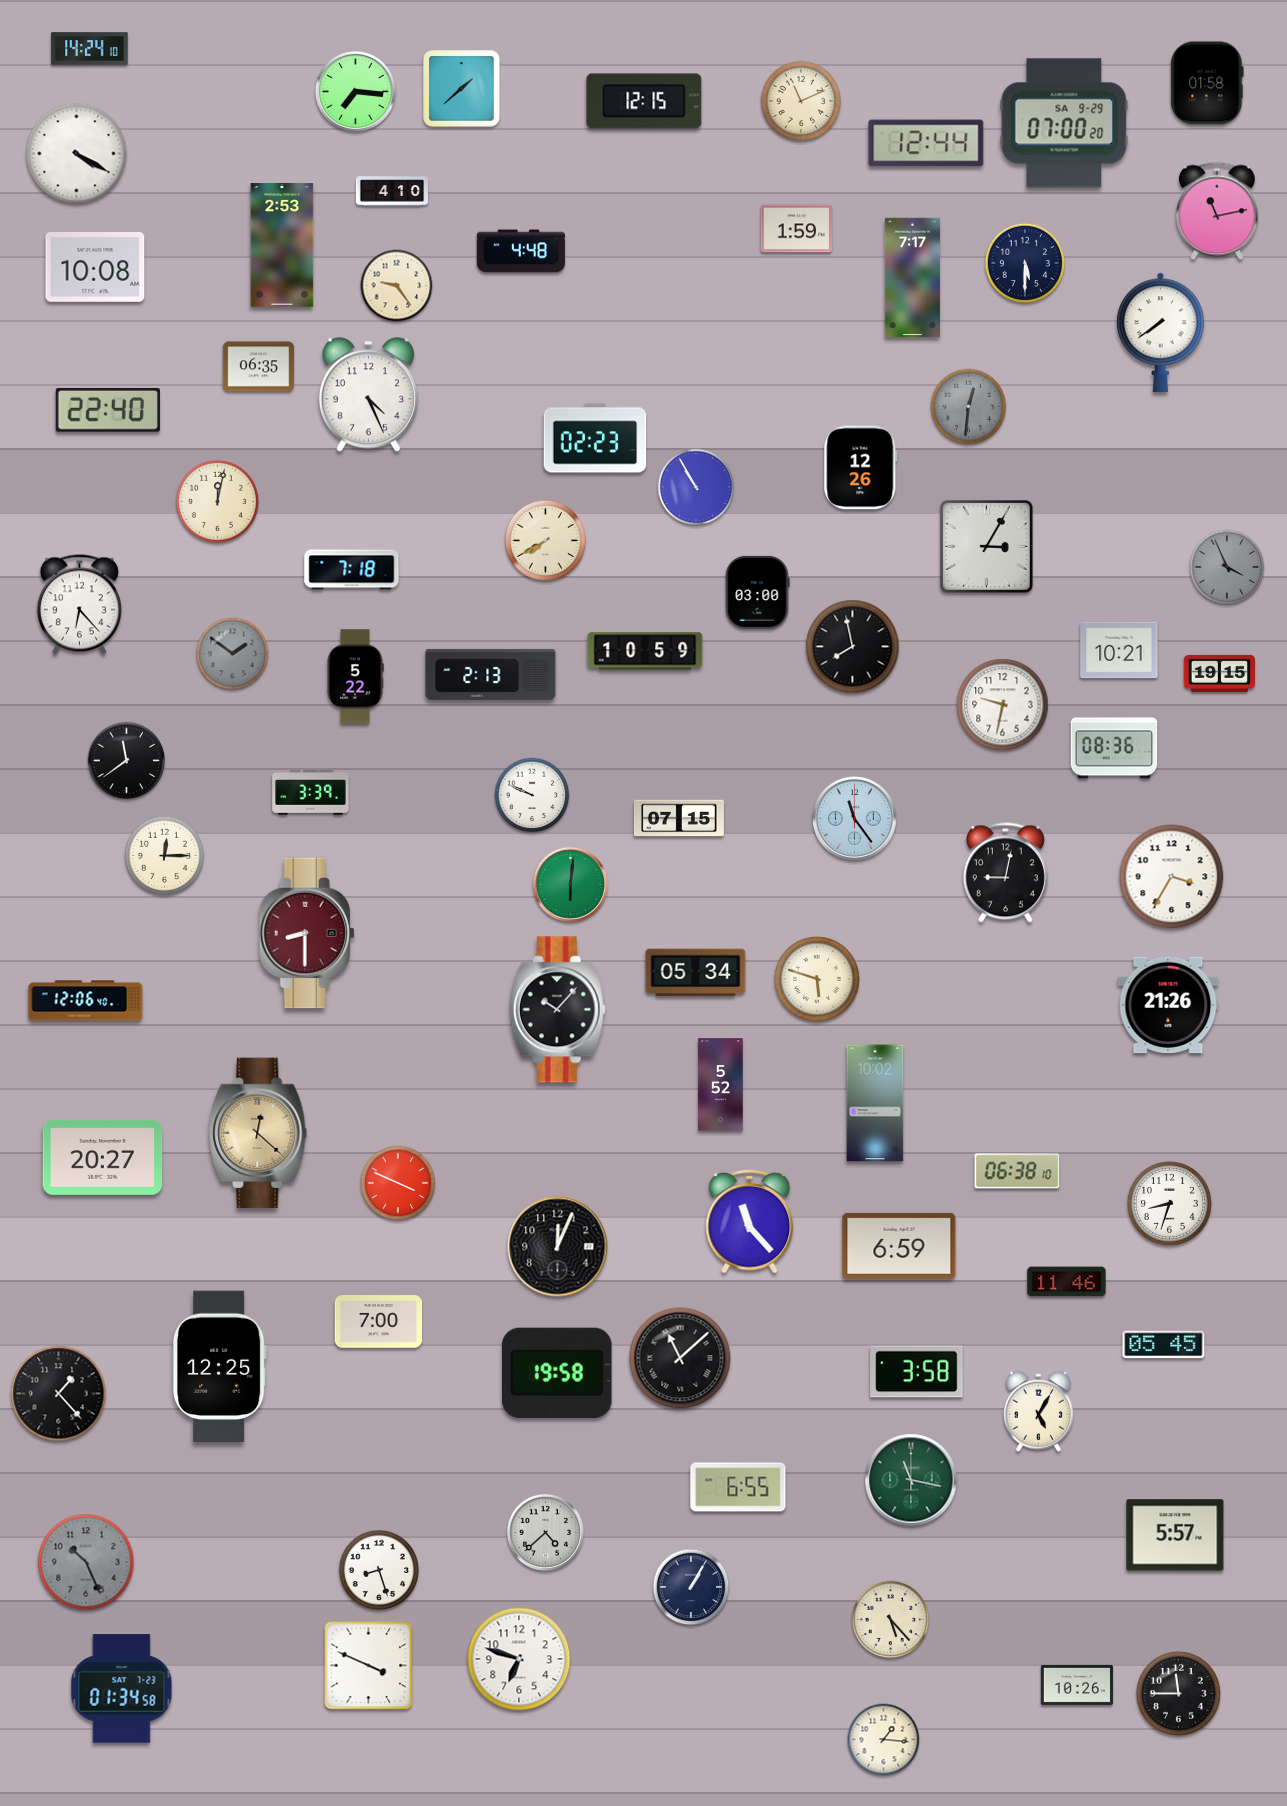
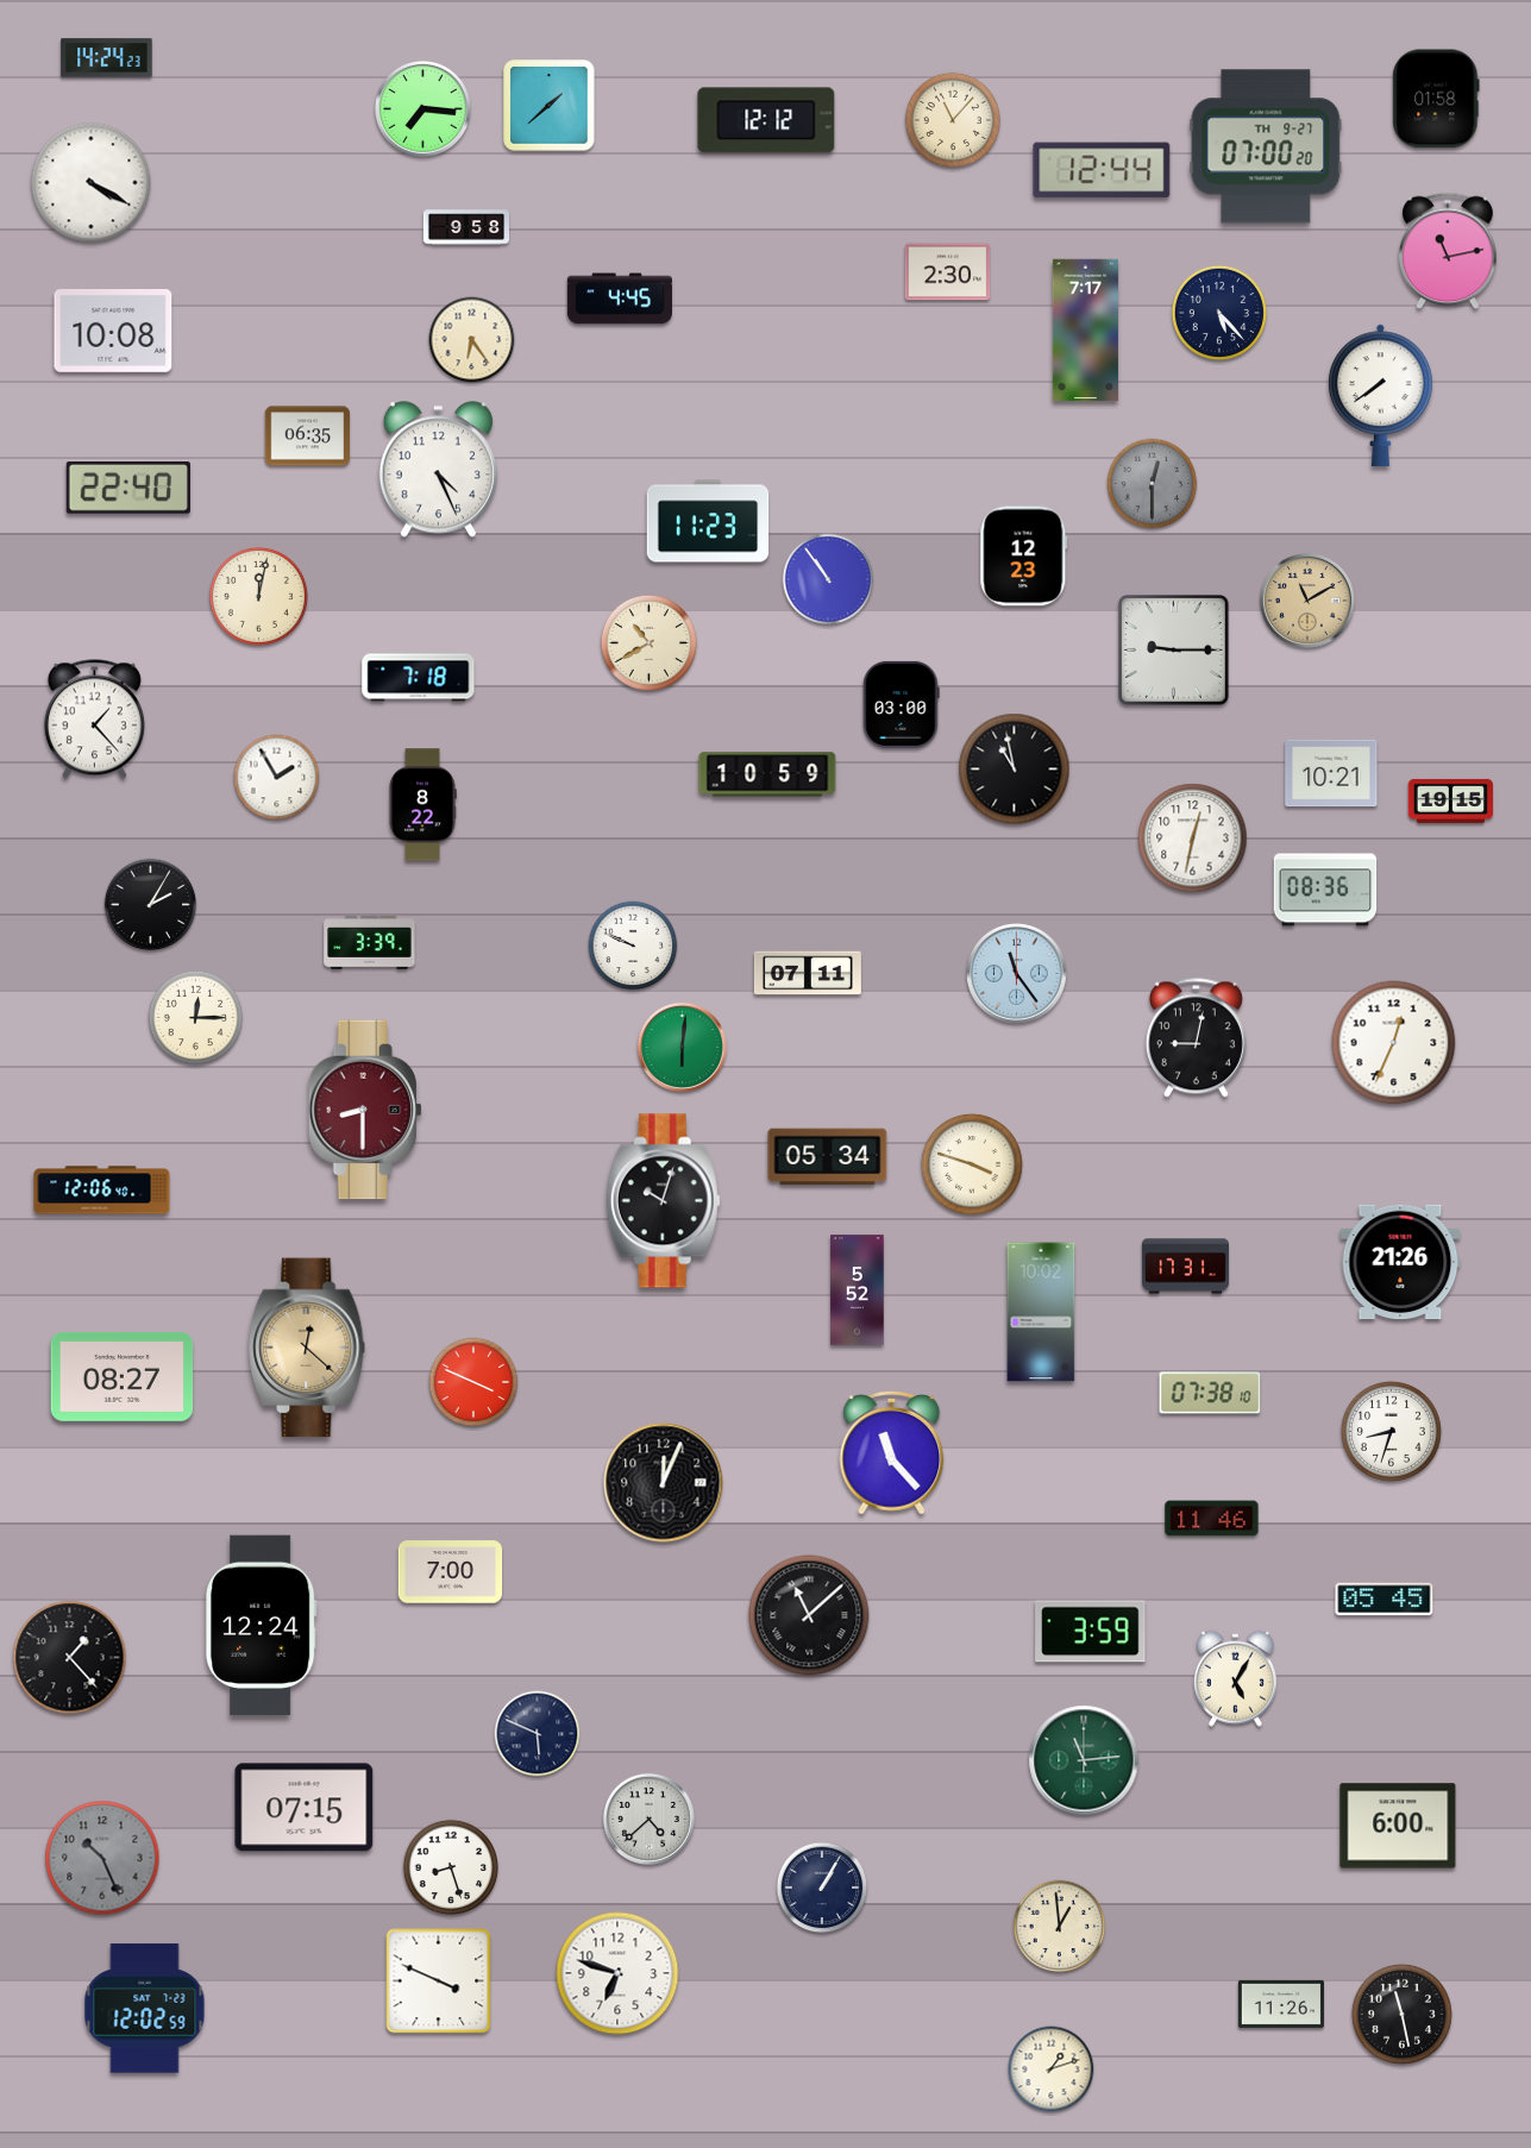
clock at (90, 49): 14:24:10 -> 14:24:23
clock at (800, 100): 11:11 -> 11:07
clock at (644, 101): 12:15 -> 12:12
clock at (1064, 123) date: SA 9-29 -> TH 9-27
clock at (391, 191): 4:10 -> 9:58
clock at (797, 229): 1:59 -> 2:30
clock at (282, 245): 2:53 -> none
clock at (521, 251): 4:48 -> 4:45
clock at (1024, 262): 5:30 -> 5:23
clock at (95, 268) position: (95, 268) -> (113, 332)
clock at (397, 286): 9:24 -> 6:24
clock at (969, 407): 12:31 -> 12:30
clock at (595, 438): 02:23 -> 11:23
clock at (861, 468): 12:26 -> 12:23
clock at (696, 487): 10:55 -> 10:54
clock at (1307, 601): none -> 11:10
clock at (545, 540): 7:40 -> 10:40
clock at (986, 546): 3:05 -> 9:15
clock at (1227, 567): 3:56 -> none
clock at (79, 605): 6:23 -> 1:23
clock at (853, 647): 7:58 -> 10:58
clock at (233, 654): 1:51 -> 1:55
clock at (233, 654) dial: grey -> white
clock at (491, 674): 2:13 -> none
clock at (355, 677): 5:22 -> 8:22
clock at (1003, 705): 9:32 -> 12:32
clock at (127, 761): 11:39 -> 2:05
clock at (679, 818): 07:15 -> 07:11
clock at (1172, 877): 3:35 -> 12:34
clock at (570, 884) position: (570, 884) -> (682, 1047)
clock at (818, 980): 5:48 -> 3:48
clock at (1168, 1005) position: (1168, 1005) -> (1400, 1262)
clock at (557, 1010): 10:07 -> 10:03
clock at (1185, 1267): none -> 17:31
clock at (103, 1157): 20:27 -> 08:27
clock at (1017, 1171): 06:38 -> 07:38
clock at (398, 1183) position: (398, 1183) -> (473, 1382)
clock at (899, 1246): 6:59 -> none
clock at (1067, 1282) position: (1067, 1282) -> (1212, 1519)
clock at (219, 1367): 12:25 -> 12:24
clock at (917, 1372): 3:58 -> 3:59
clock at (557, 1373): 19:58 -> none
clock at (538, 1734): none -> 5:49
clock at (911, 1480): 11:17 -> 11:14
clock at (738, 1487): 6:55 -> none
clock at (305, 1808): none -> 07:15
clock at (545, 1532) position: (545, 1532) -> (648, 1819)
clock at (1175, 1535): 5:57 -> 6:00
clock at (891, 1620): 5:23 -> 12:59
clock at (1077, 1685): 10:26 -> 11:26
clock at (122, 1689): 01:34 -> 12:02
clock at (1178, 1693): 11:45 -> 11:28
clock at (884, 1740): 1:16 -> 1:12
